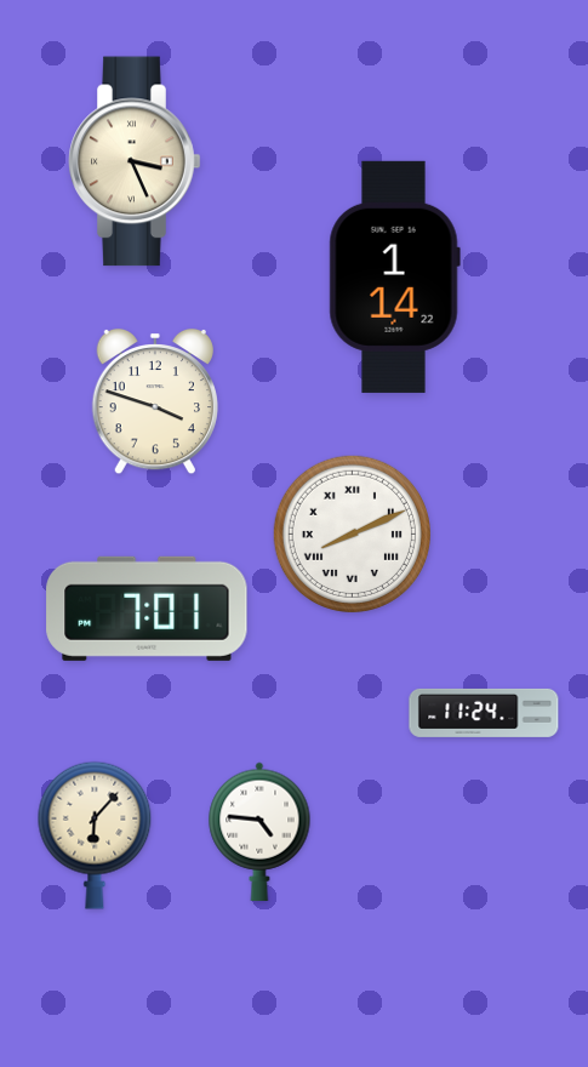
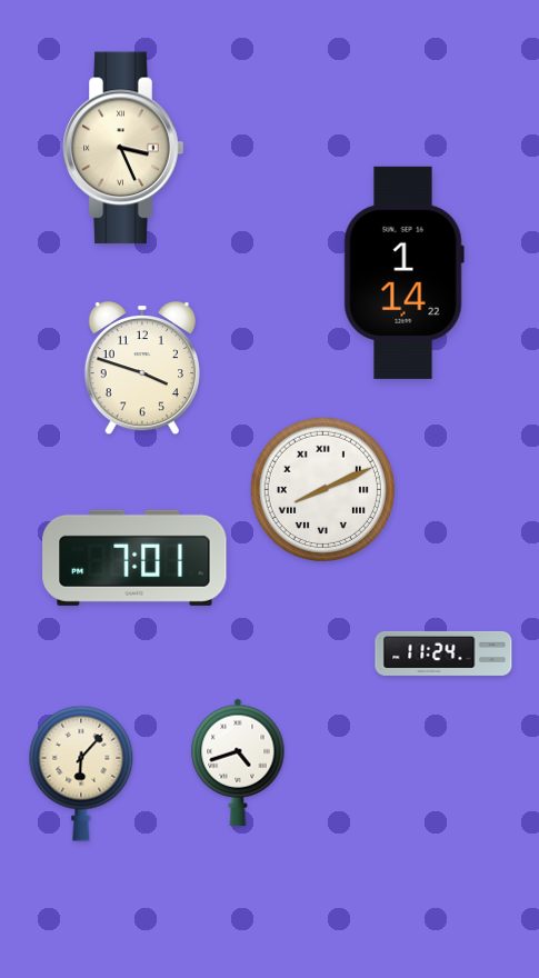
clock at (394, 276) position: (394, 276) -> (403, 272)
clock at (259, 832): 4:46 -> 4:42
clock at (95, 835) position: (95, 835) -> (81, 774)
